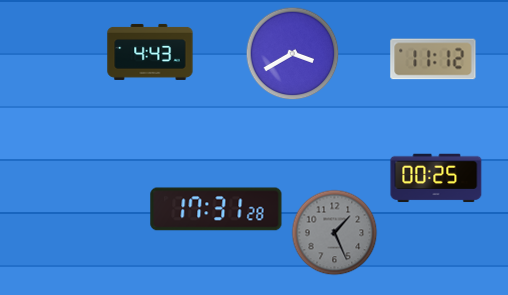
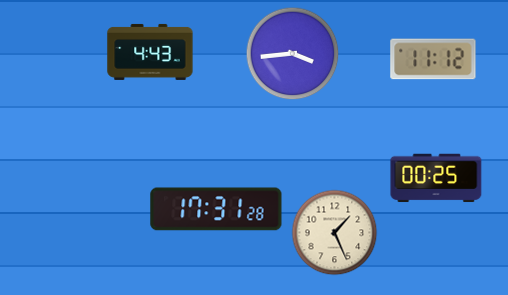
clock at (293, 54): 3:40 -> 3:44
clock at (335, 233) dial: grey -> cream
